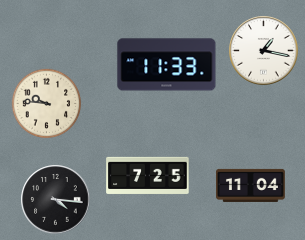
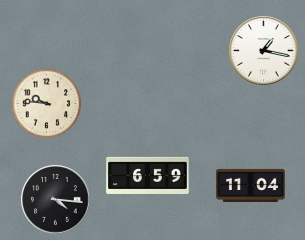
clock at (167, 65): 11:33 -> none
clock at (148, 176): 7:25 -> 6:59
